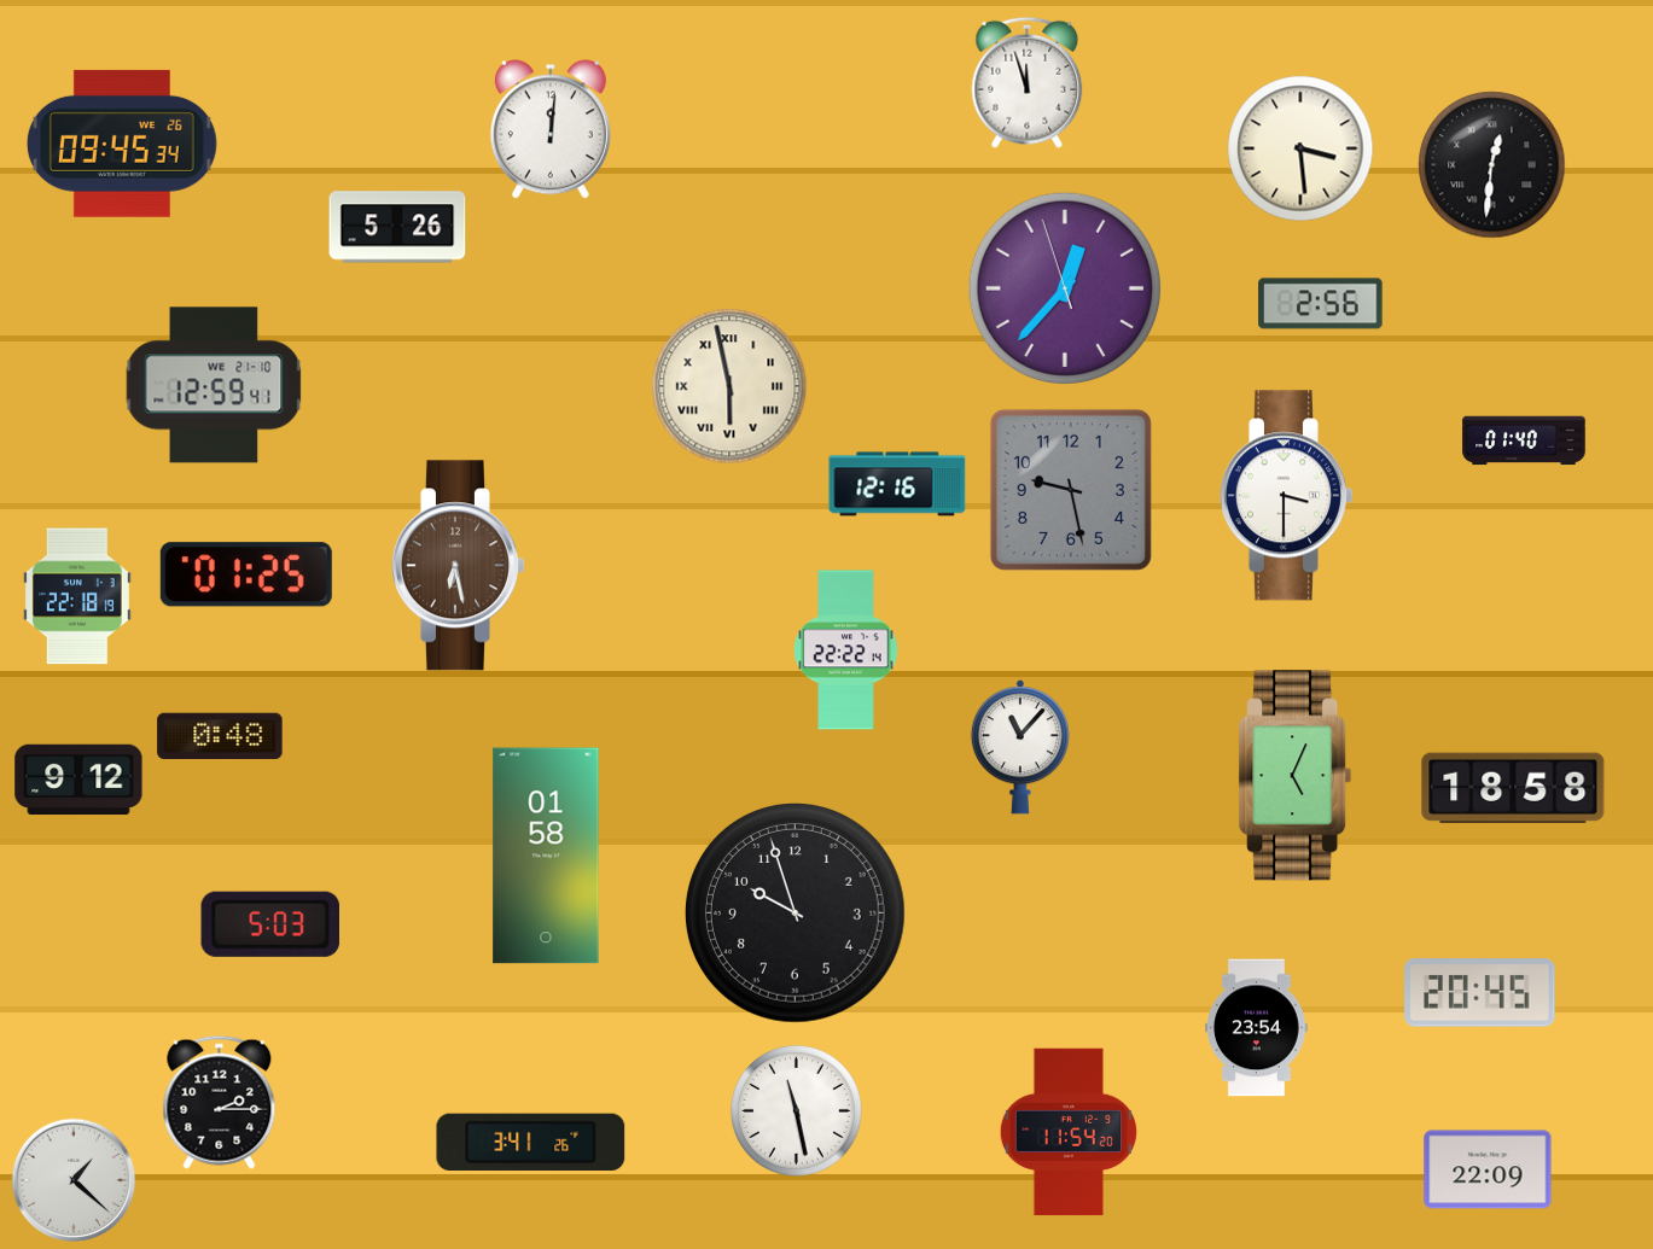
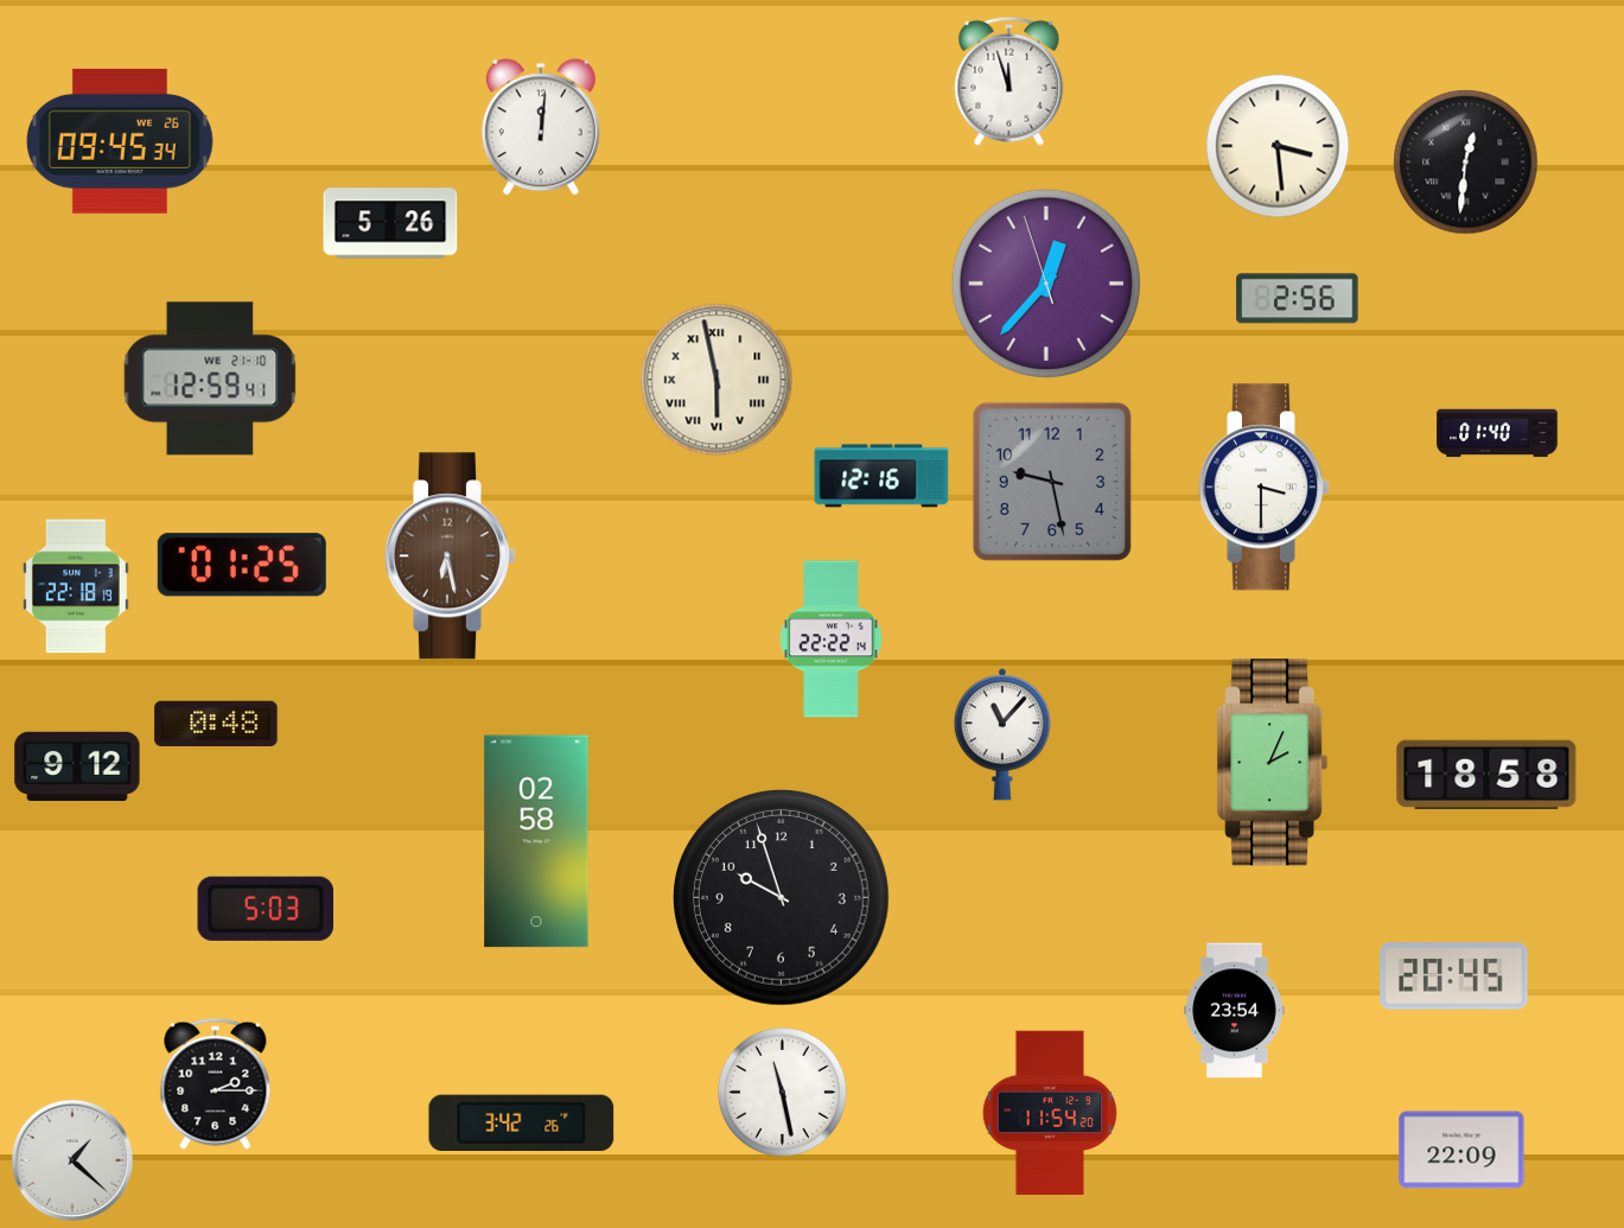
clock at (1296, 776): 5:04 -> 2:04
clock at (546, 856): 01:58 -> 02:58
clock at (531, 1142): 3:41 -> 3:42
